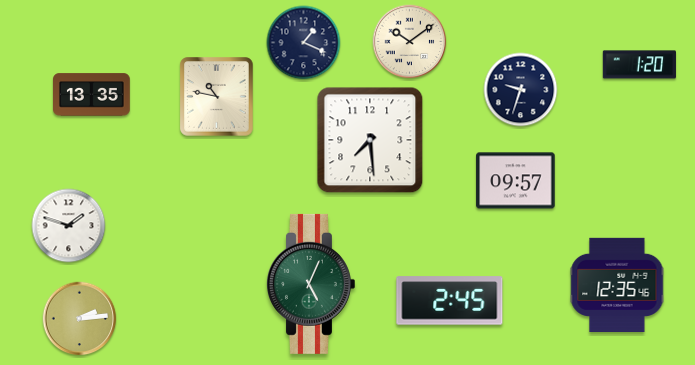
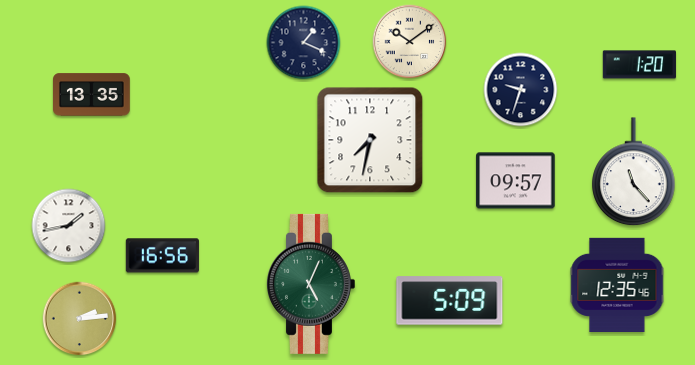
clock at (217, 97): 10:47 -> none
clock at (370, 140): 7:29 -> 7:32
clock at (634, 172): none -> 11:23
clock at (69, 226): 1:48 -> 1:43
clock at (162, 256): none -> 16:56
clock at (450, 301): 2:45 -> 5:09
